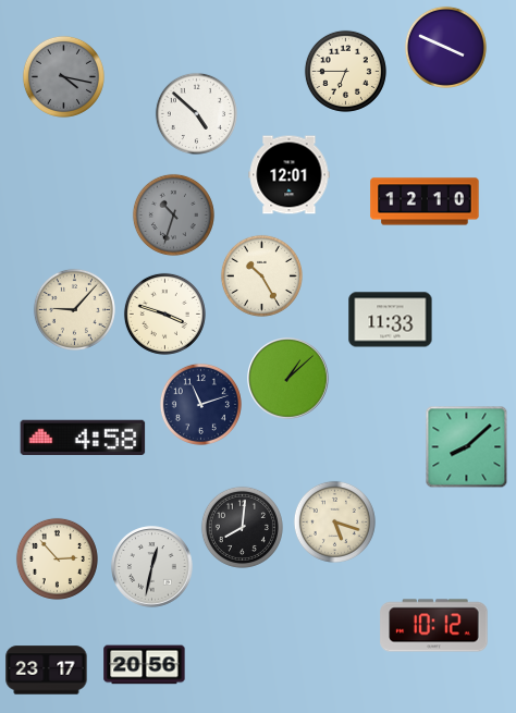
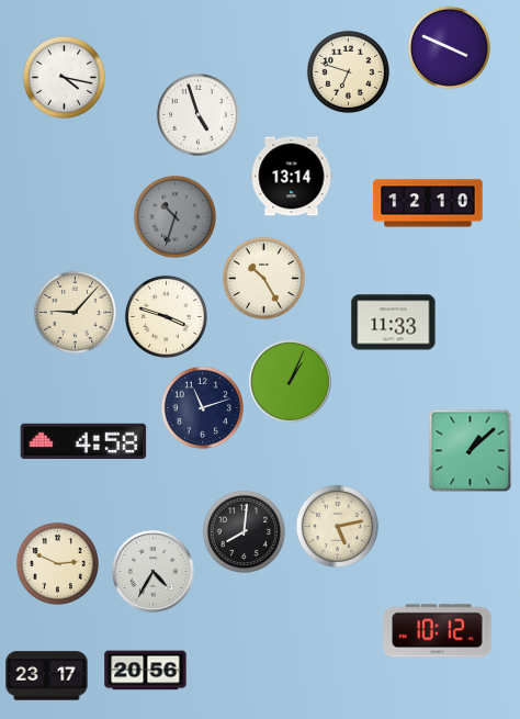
clock at (345, 71): 6:45 -> 6:48
clock at (63, 76) dial: grey -> white
clock at (196, 113): 4:52 -> 4:57
clock at (290, 175): 12:01 -> 13:14
clock at (288, 379): 1:08 -> 1:04
clock at (467, 447): 8:08 -> 1:08
clock at (334, 521): 5:18 -> 5:13
clock at (57, 558): 2:53 -> 2:49
clock at (152, 567): 12:32 -> 4:35
